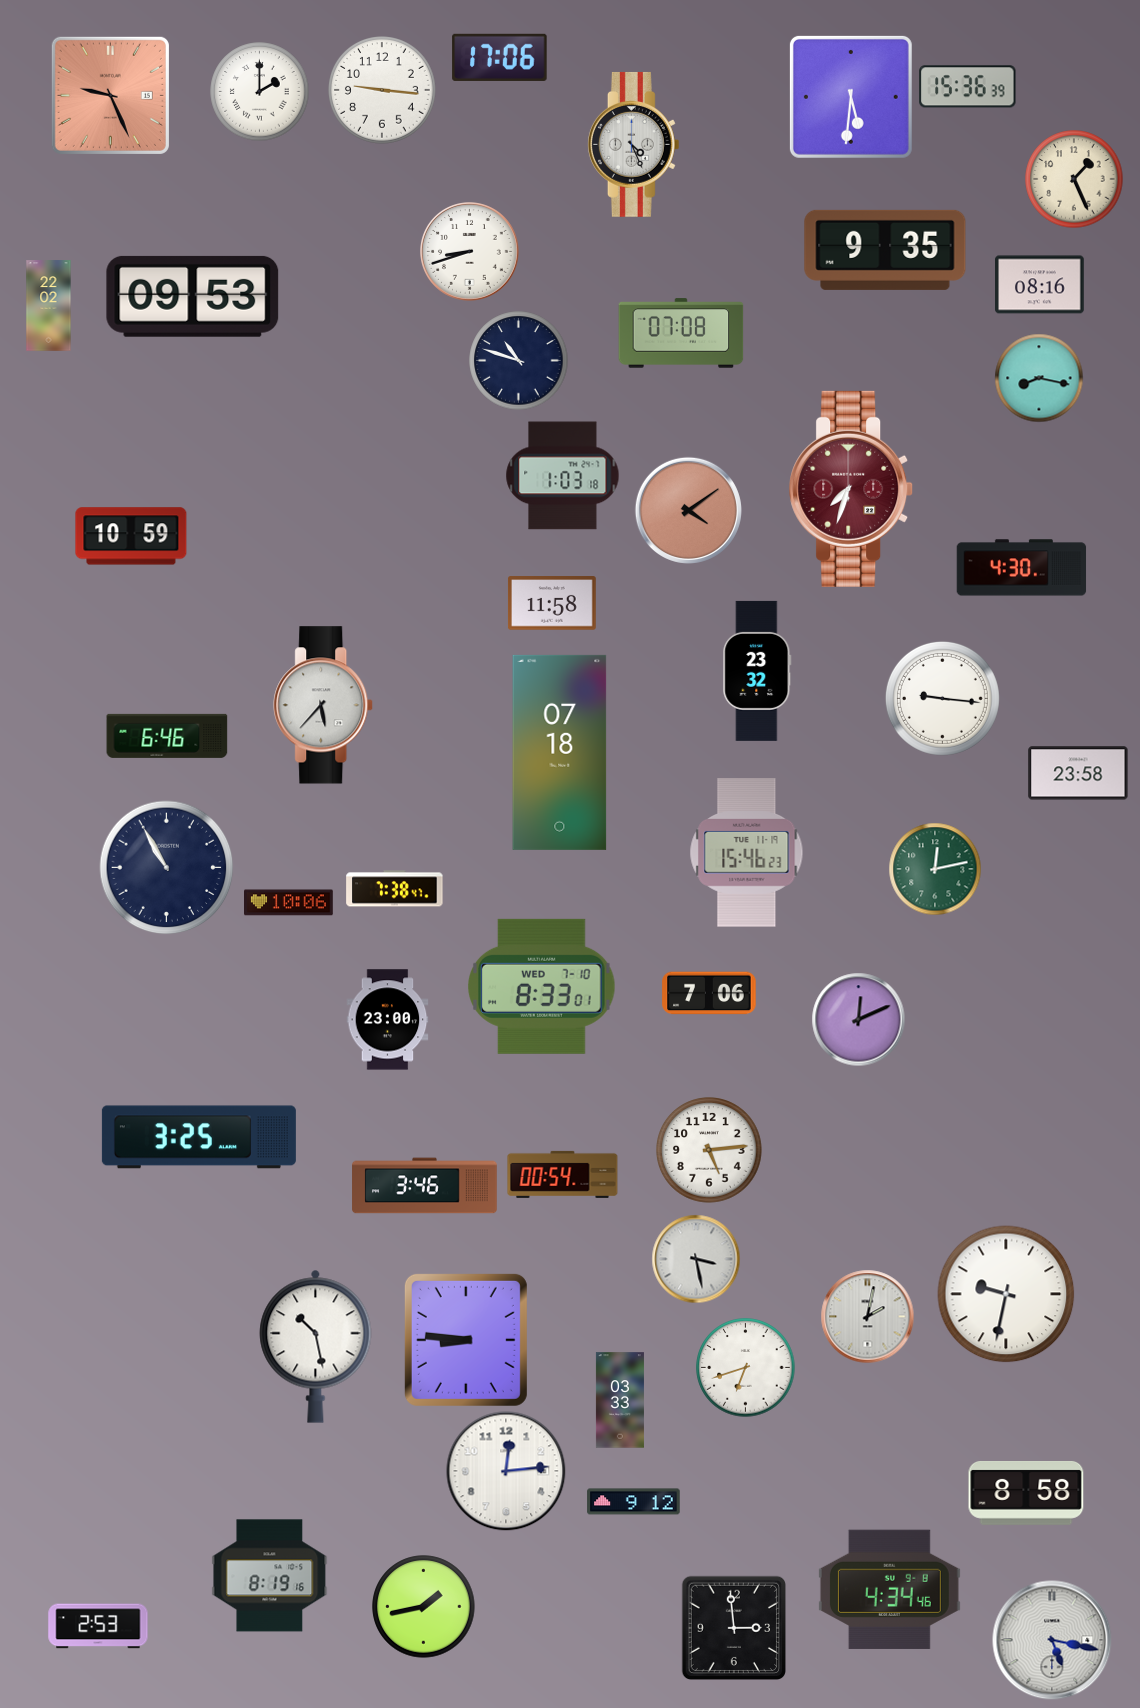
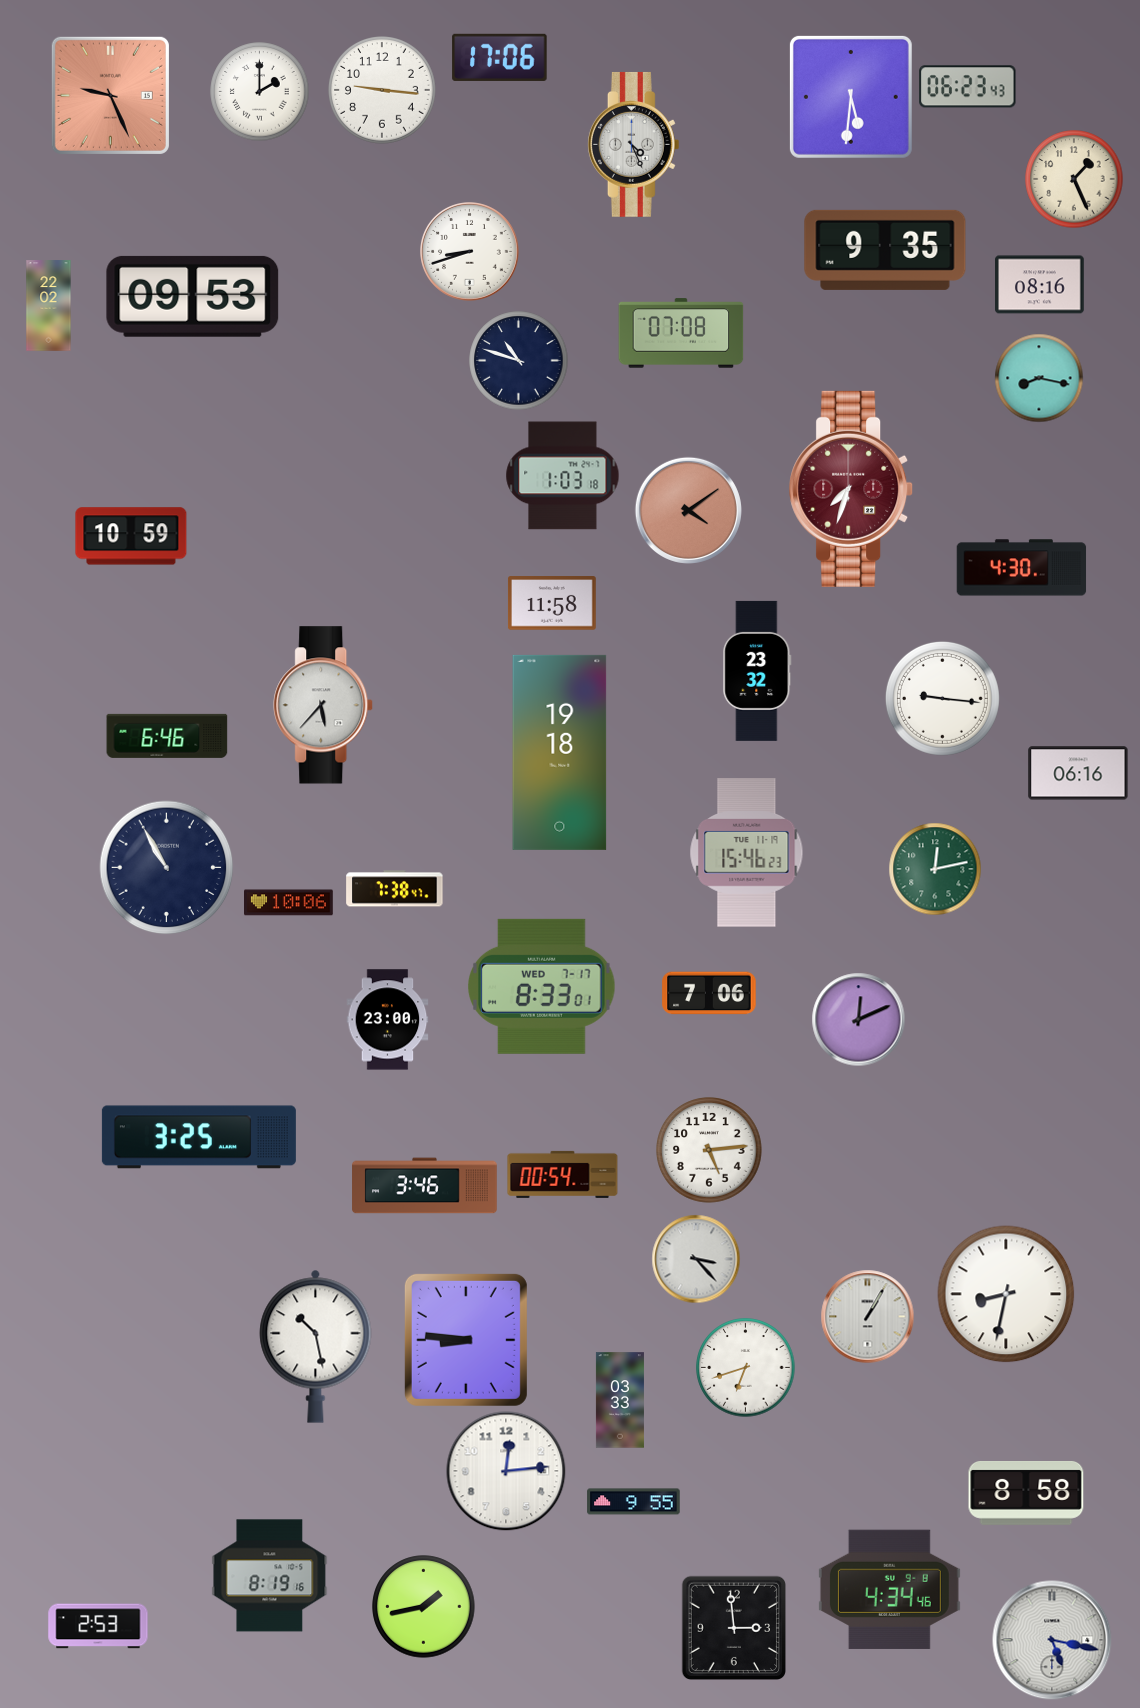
clock at (968, 87): 15:36 -> 06:23
clock at (560, 752): 07:18 -> 19:18
clock at (1078, 773): 23:58 -> 06:16
clock at (542, 986) date: WED 7-10 -> WED 7-17
clock at (696, 1259): 3:28 -> 3:23
clock at (1006, 1294): 9:32 -> 8:32
clock at (867, 1316): 2:02 -> 1:05
clock at (634, 1502): 9:12 -> 9:55
